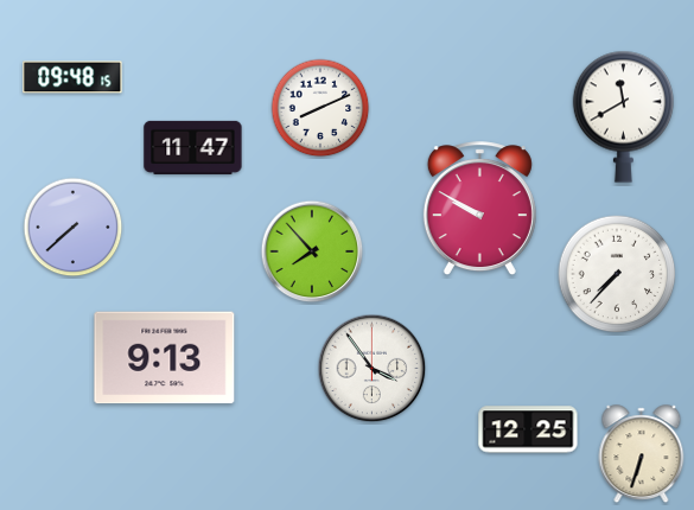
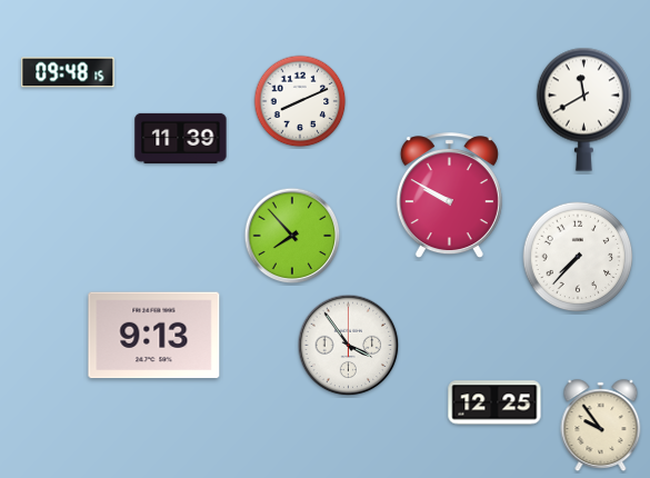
clock at (193, 147): 11:47 -> 11:39
clock at (74, 228): 7:38 -> none
clock at (642, 454): 6:33 -> 9:54
